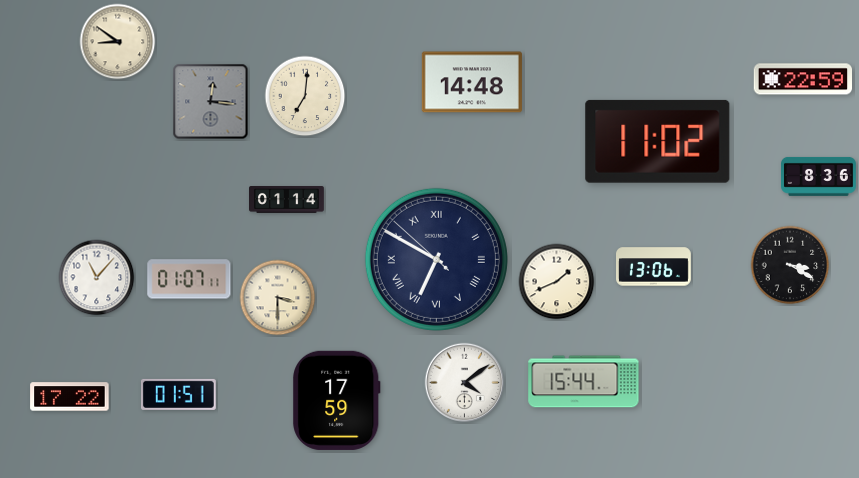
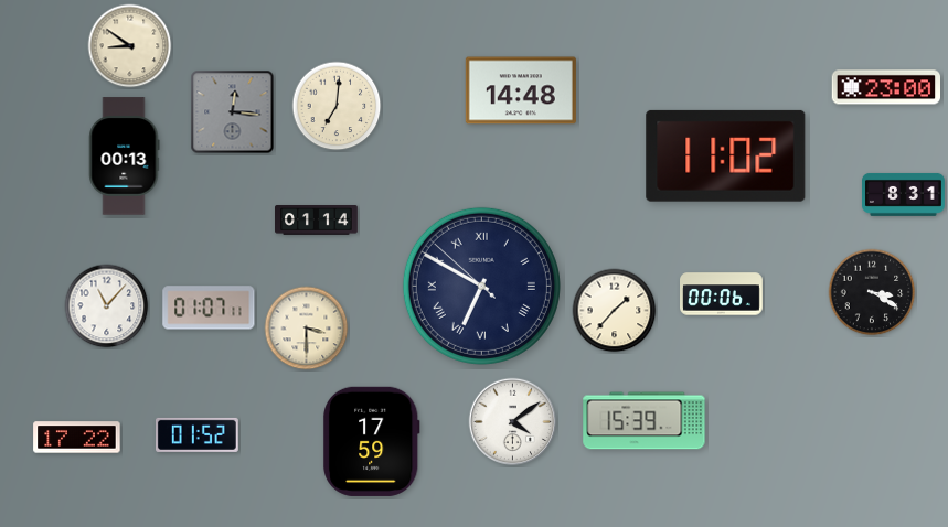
clock at (802, 79): 22:59 -> 23:00
clock at (125, 157): none -> 00:13
clock at (819, 176): 8:36 -> 8:31
clock at (654, 267): 13:06 -> 00:06
clock at (557, 282): 1:41 -> 1:37
clock at (584, 382): 15:44 -> 15:39
clock at (179, 394): 01:51 -> 01:52
